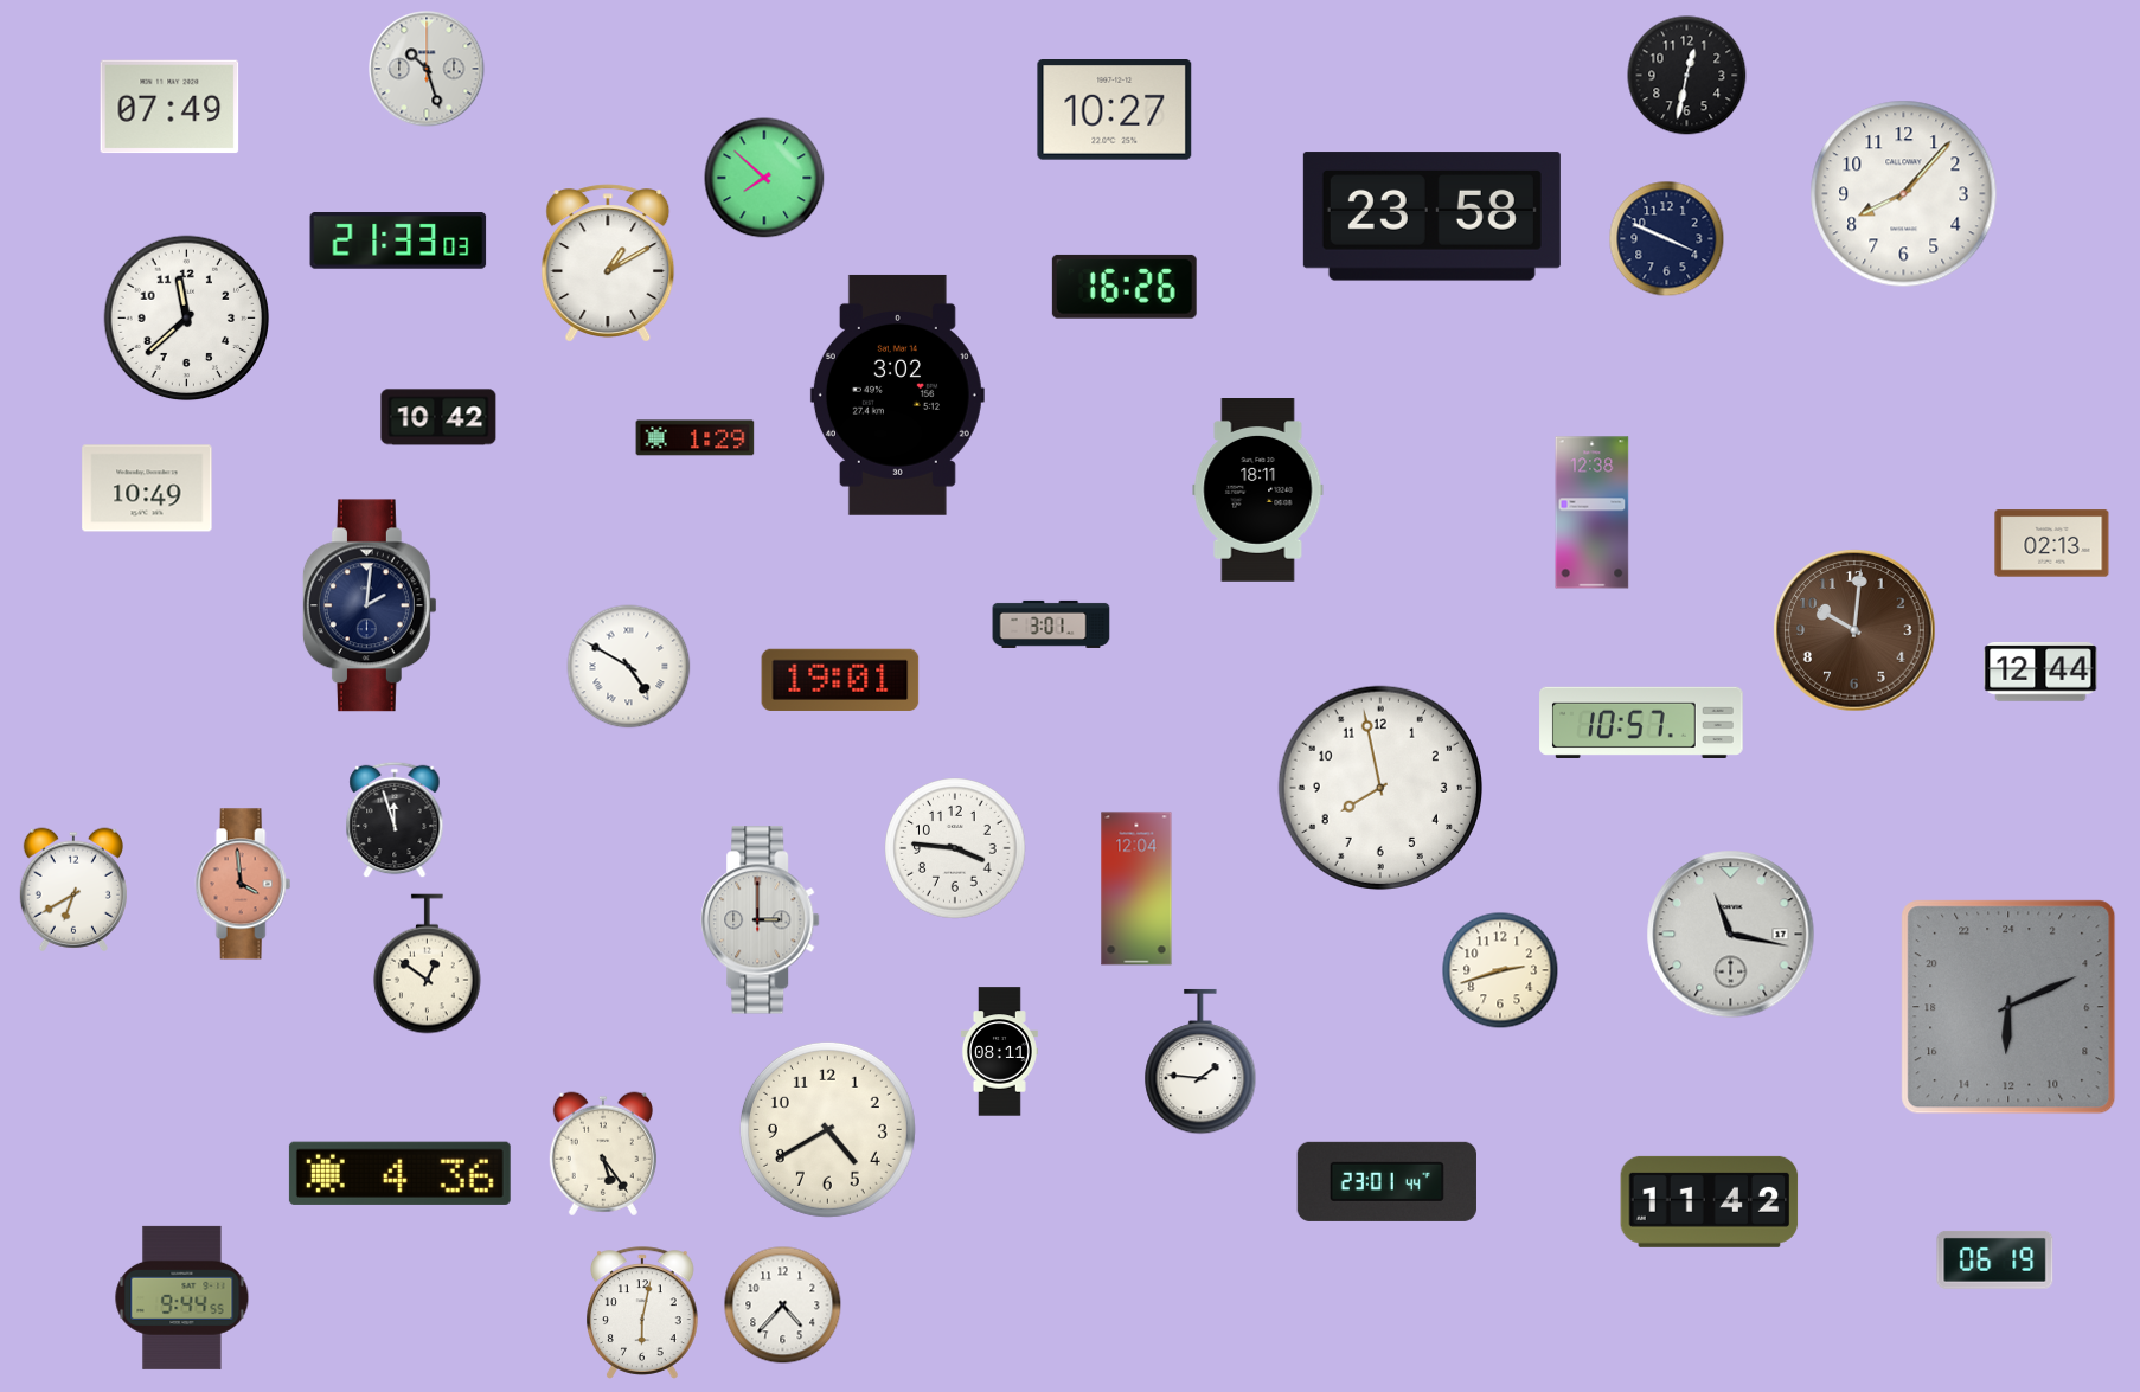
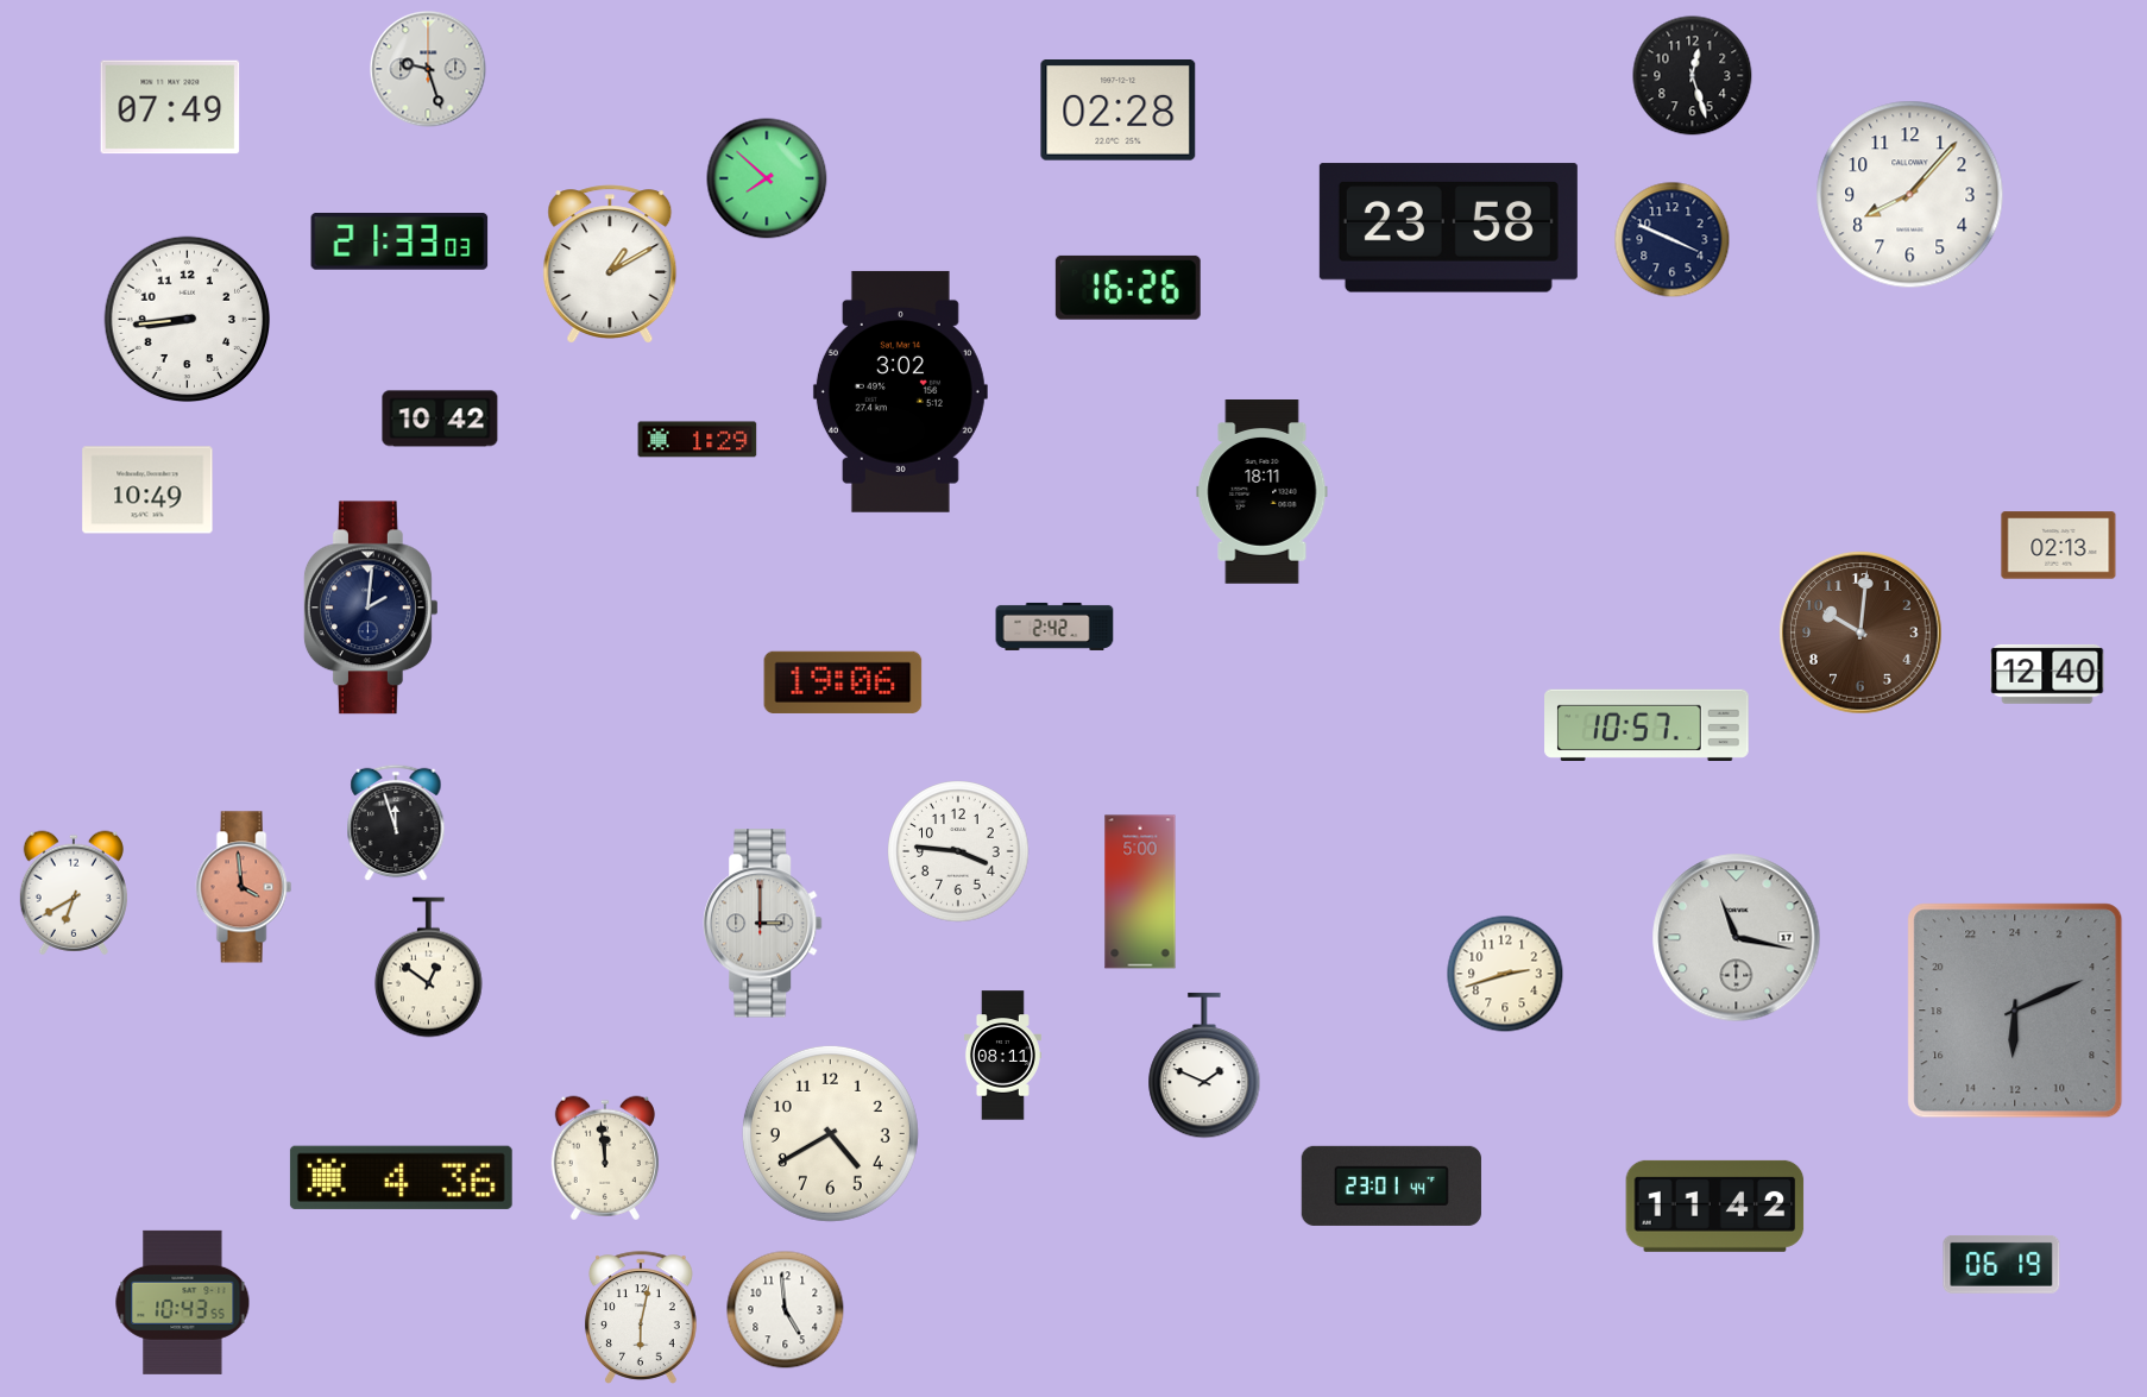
clock at (427, 69): 10:27 -> 9:27
clock at (1687, 76): 12:32 -> 12:27
clock at (1115, 110): 10:27 -> 02:28
clock at (1431, 217) position: (1431, 217) -> (1448, 228)
clock at (187, 319): 11:38 -> 8:44
clock at (897, 394) position: (897, 394) -> (900, 391)
clock at (1593, 513): 12:38 -> none
clock at (1051, 624): 3:01 -> 2:42
clock at (629, 667): 4:50 -> none
clock at (2040, 673): 12:44 -> 12:40
clock at (840, 680): 19:01 -> 19:06
clock at (1379, 787): 7:58 -> none
clock at (1136, 889): 12:04 -> 5:00
clock at (1200, 1061): 1:46 -> 1:49
clock at (603, 1154): 5:24 -> 11:59
clock at (182, 1297): 9:44 -> 10:43
clock at (783, 1306): 4:37 -> 4:59
clock at (643, 1313) position: (643, 1313) -> (642, 1317)
